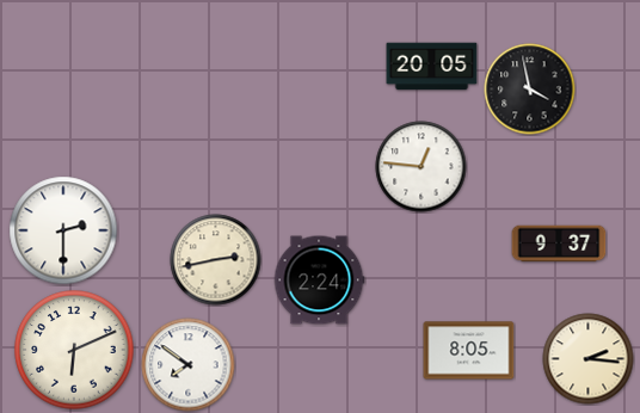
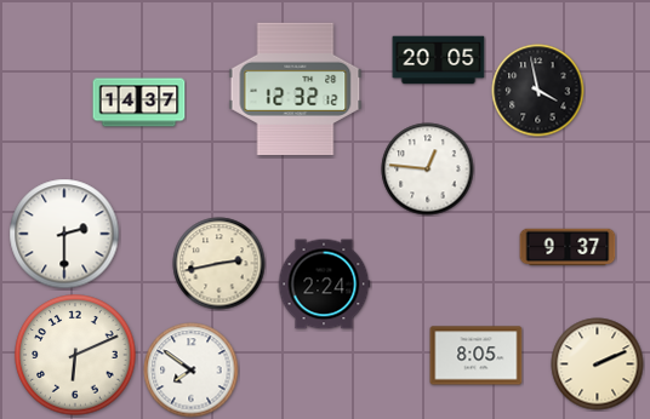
clock at (432, 67) position: (432, 67) -> (439, 61)
clock at (296, 90): none -> 12:32
clock at (139, 103): none -> 14:37
clock at (589, 359): 2:16 -> 2:11
